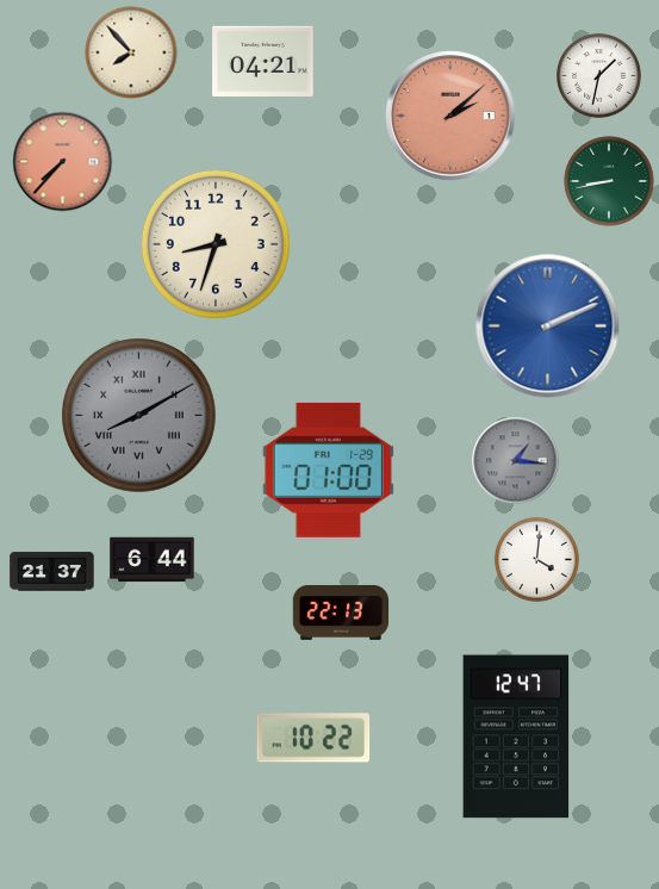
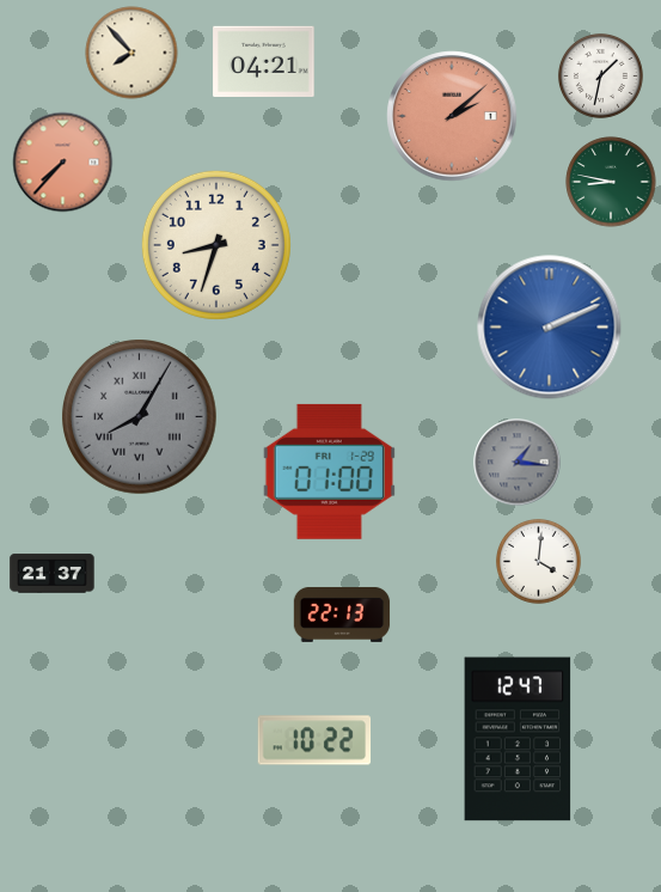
clock at (609, 181): 8:43 -> 8:47
clock at (139, 416): 8:10 -> 8:05
clock at (153, 560): 6:44 -> none
